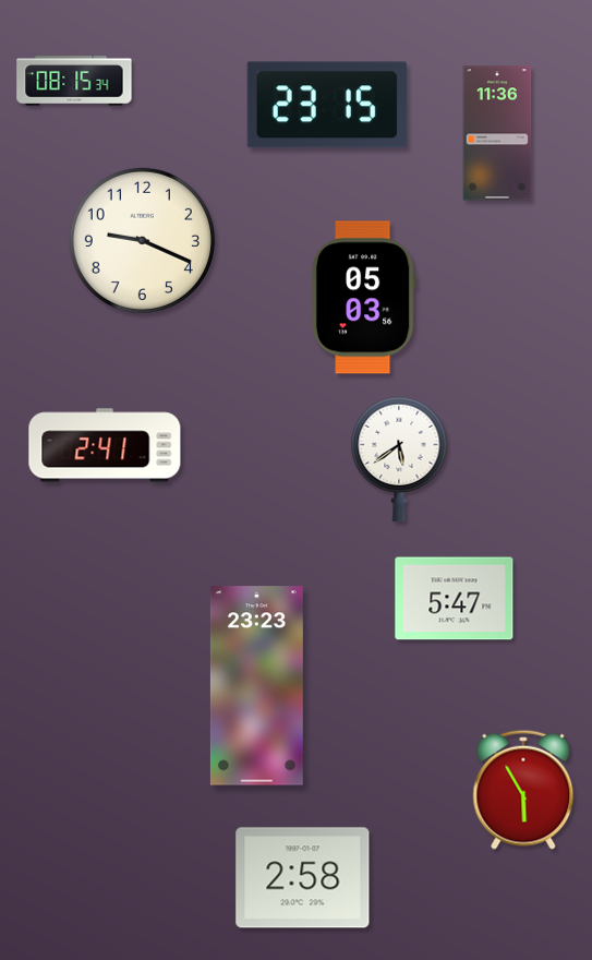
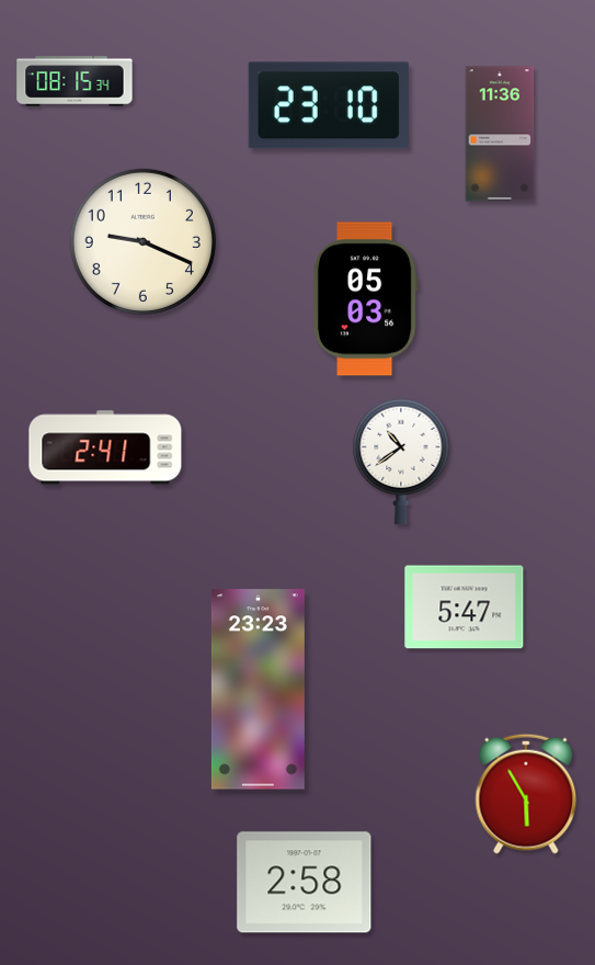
clock at (327, 105): 23:15 -> 23:10
clock at (399, 459): 5:39 -> 10:39
clock at (455, 599) position: (455, 599) -> (465, 608)
